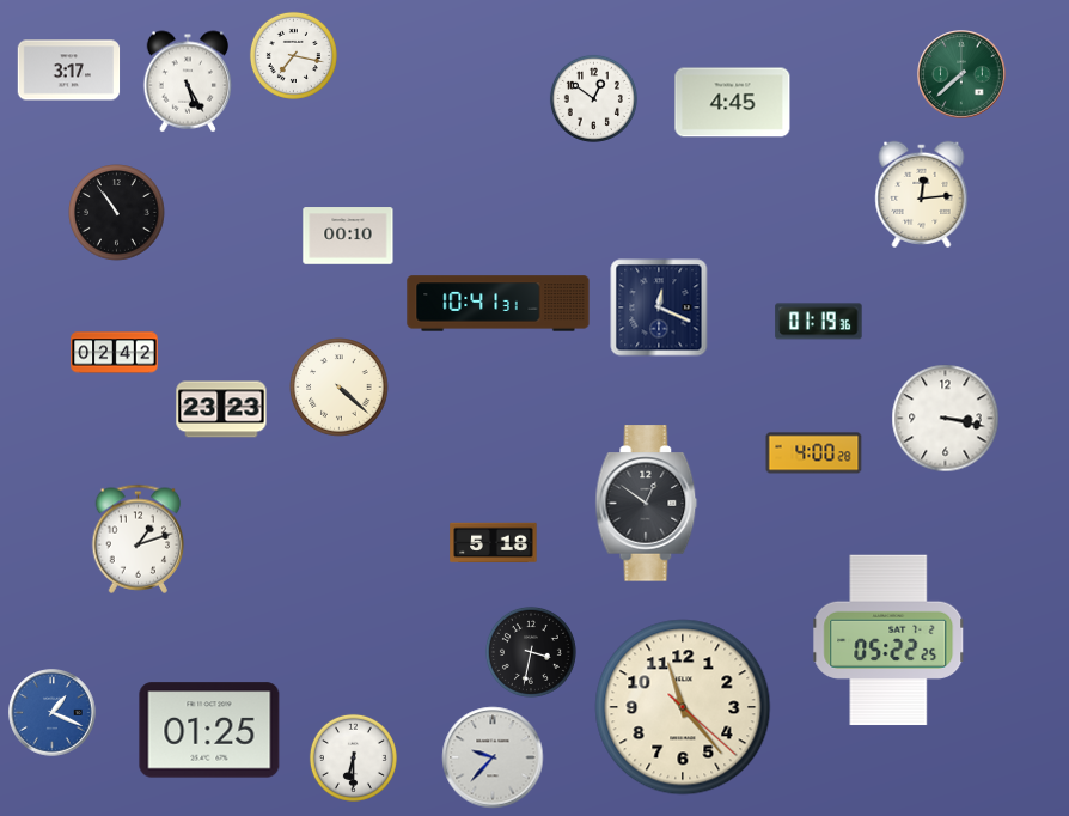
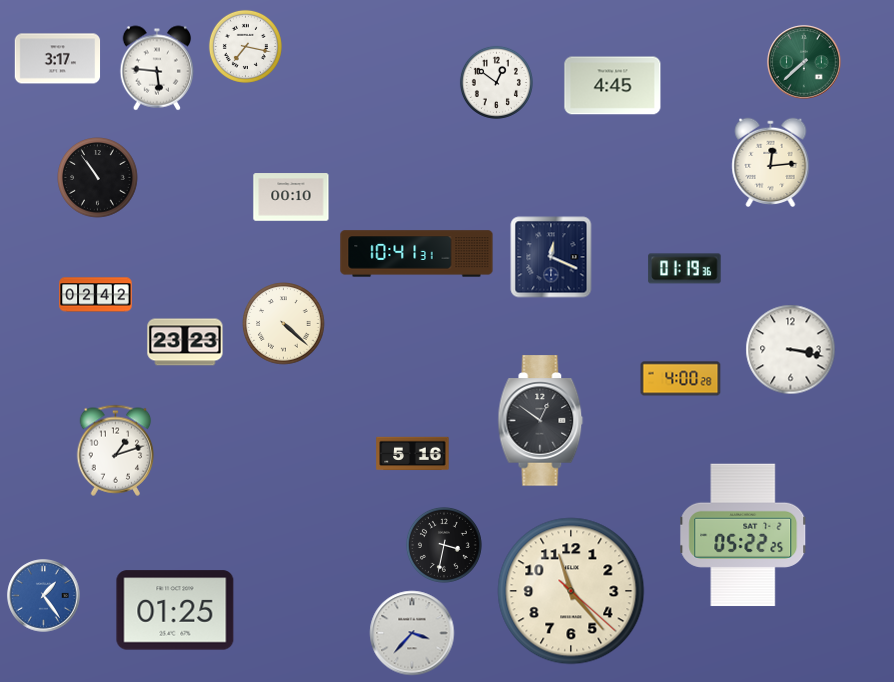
clock at (188, 81): 5:25 -> 5:46
clock at (494, 543): 5:18 -> 5:16
clock at (53, 713): 1:19 -> 1:24
clock at (353, 757): 6:30 -> none
clock at (493, 757): 9:37 -> 3:37
